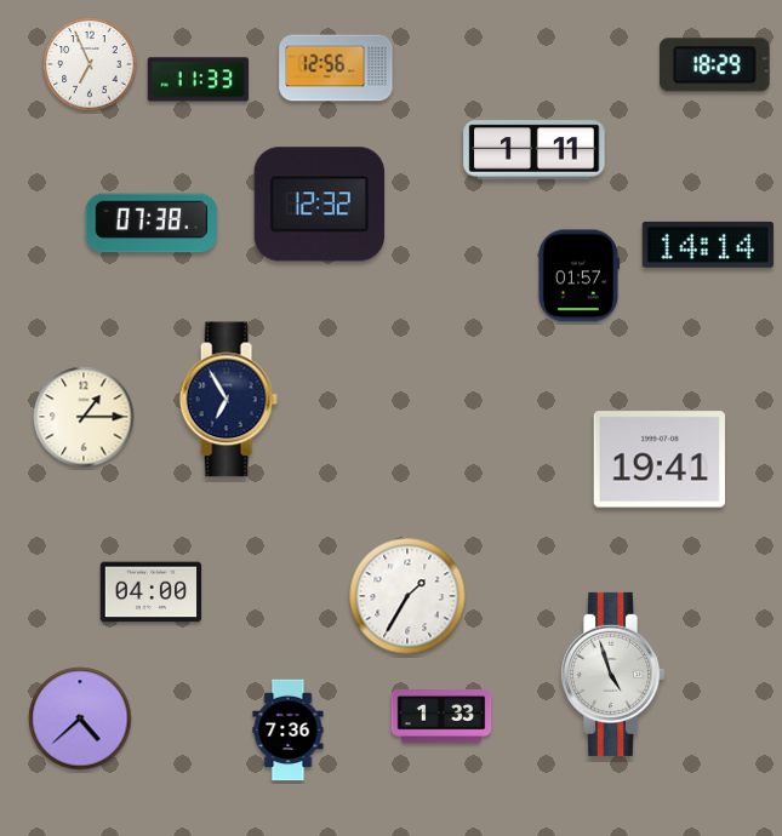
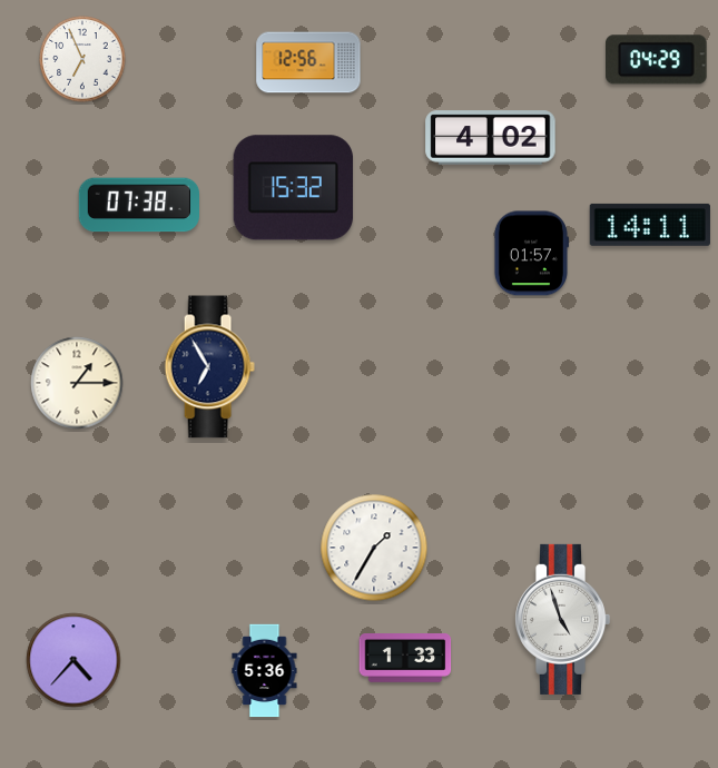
clock at (715, 65): 18:29 -> 04:29
clock at (198, 80): 11:33 -> none
clock at (535, 150): 1:11 -> 4:02
clock at (319, 205): 12:32 -> 15:32
clock at (708, 245): 14:14 -> 14:11
clock at (660, 459): 19:41 -> none
clock at (152, 592): 04:00 -> none
clock at (80, 718): 4:38 -> 4:37
clock at (289, 731): 7:36 -> 5:36
